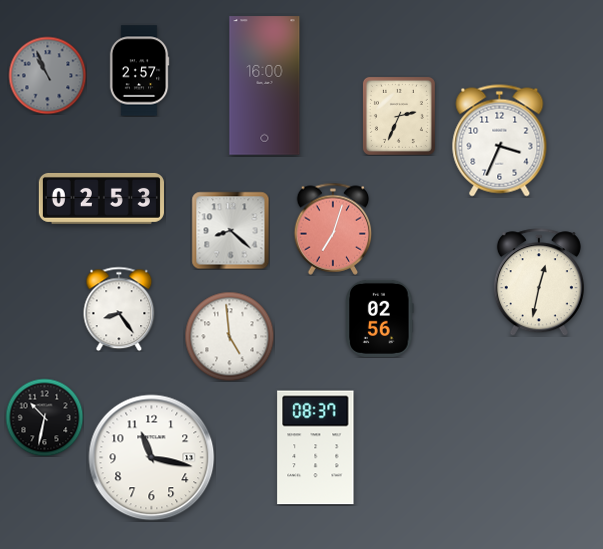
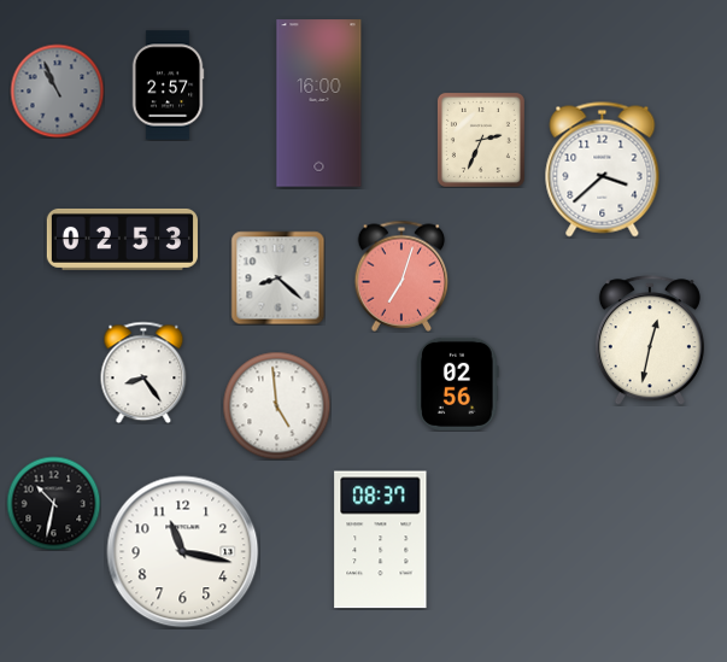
clock at (500, 141): 3:34 -> 3:38
